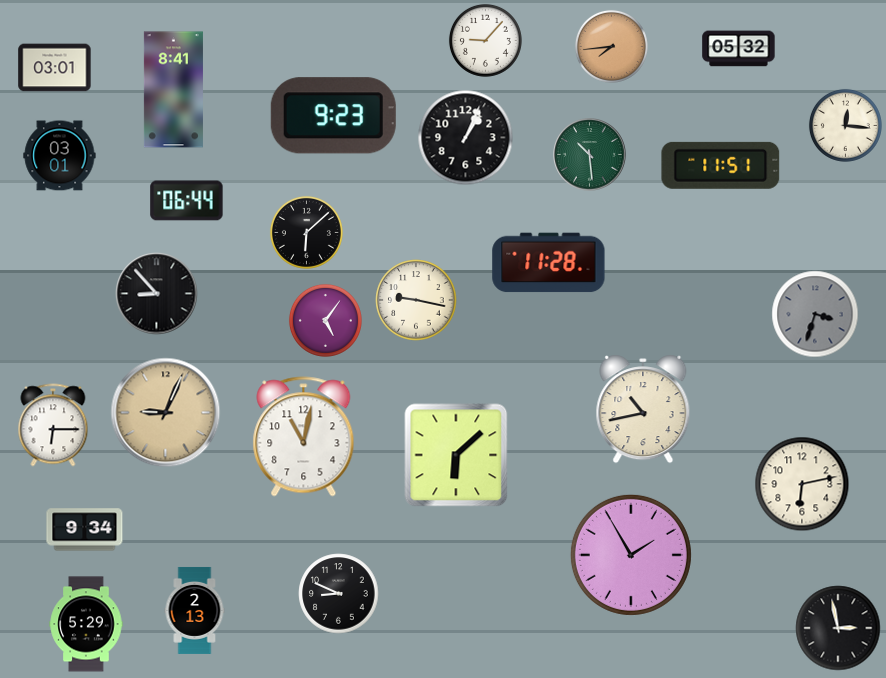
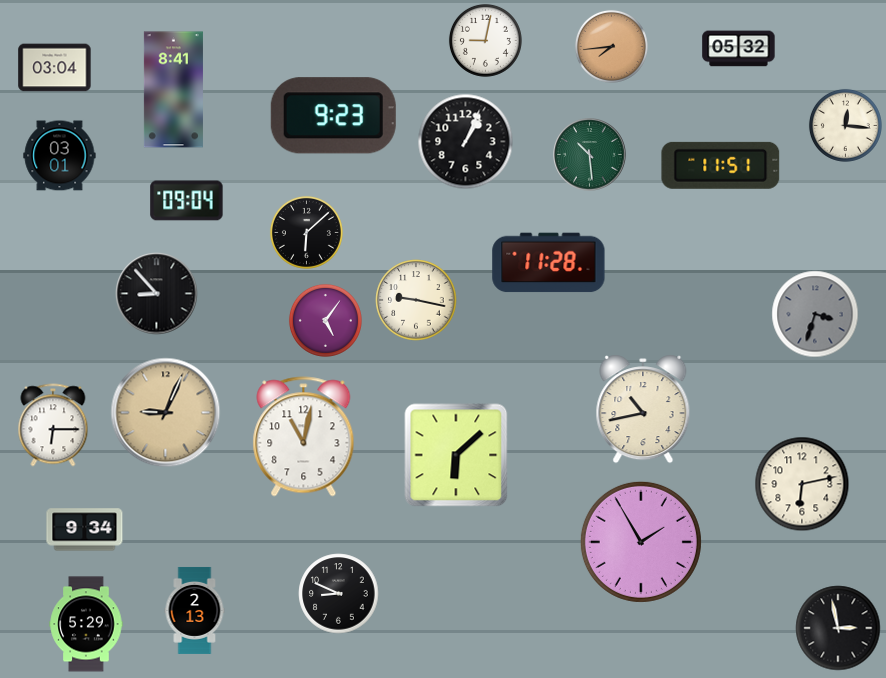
clock at (485, 40): 9:07 -> 9:02
clock at (55, 68): 03:01 -> 03:04
clock at (466, 138) position: (466, 138) -> (466, 142)
clock at (187, 201): 06:44 -> 09:04
clock at (631, 555) position: (631, 555) -> (641, 542)
